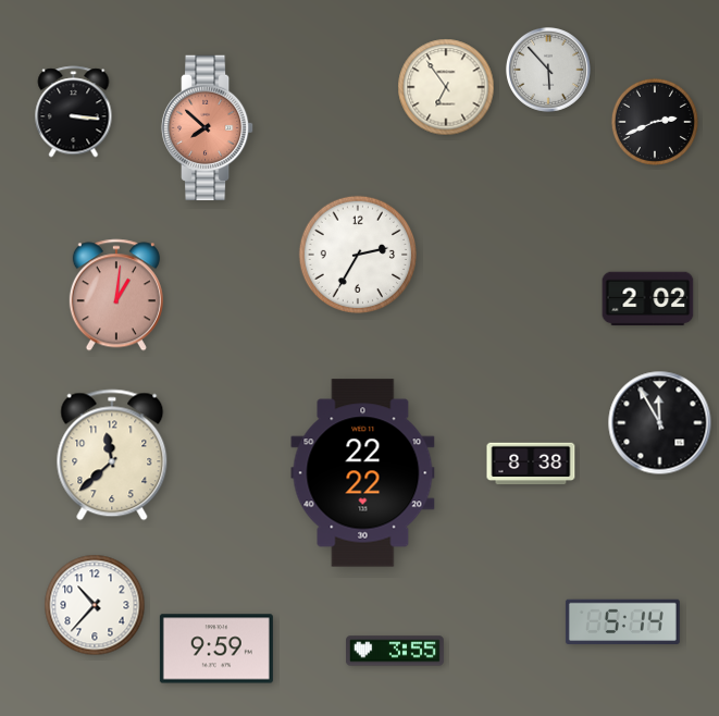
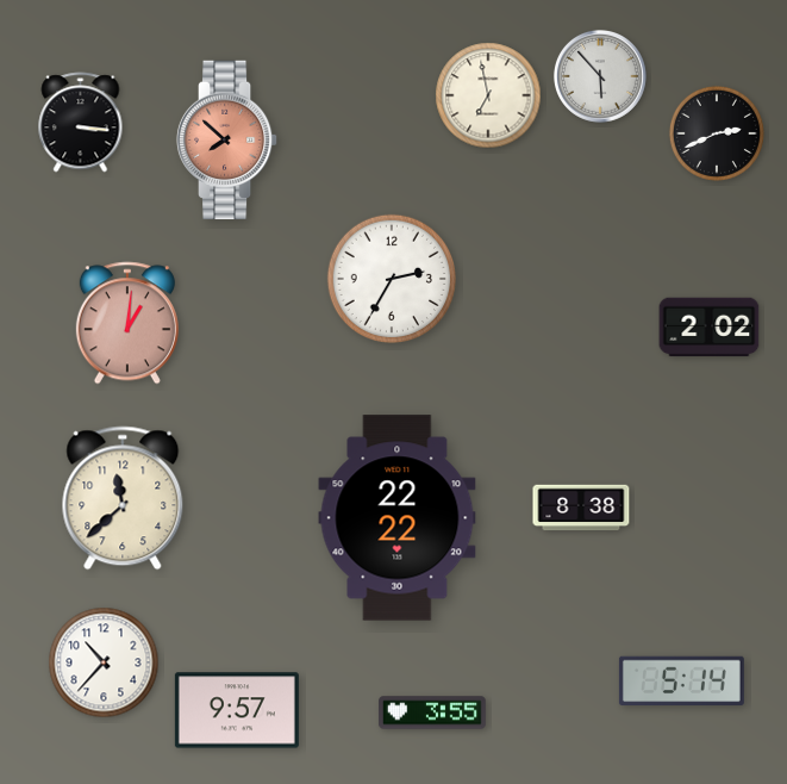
clock at (446, 87): 6:54 -> 6:58
clock at (660, 423): 11:55 -> none
clock at (216, 649): 9:59 -> 9:57
